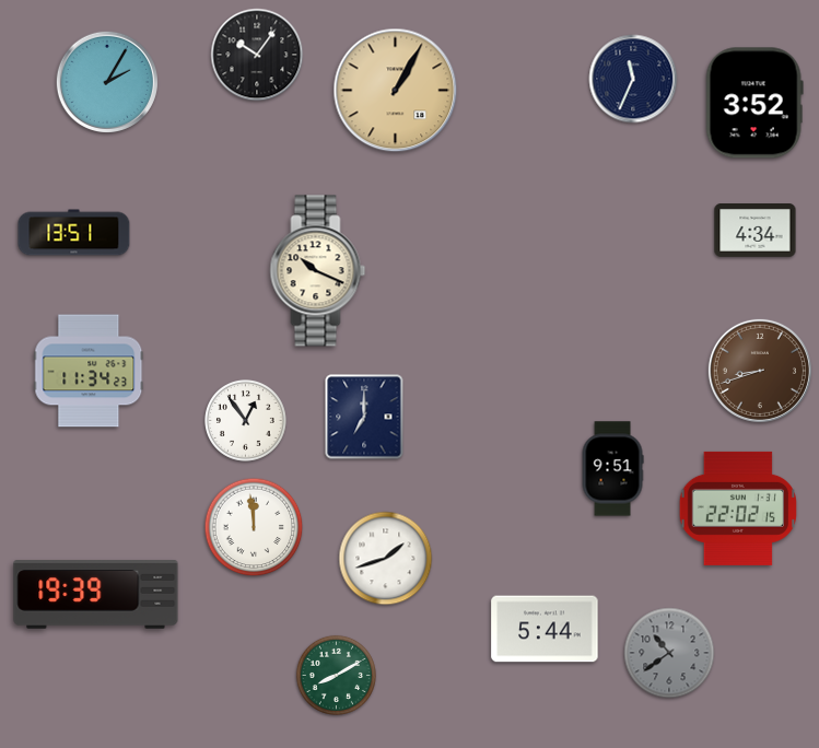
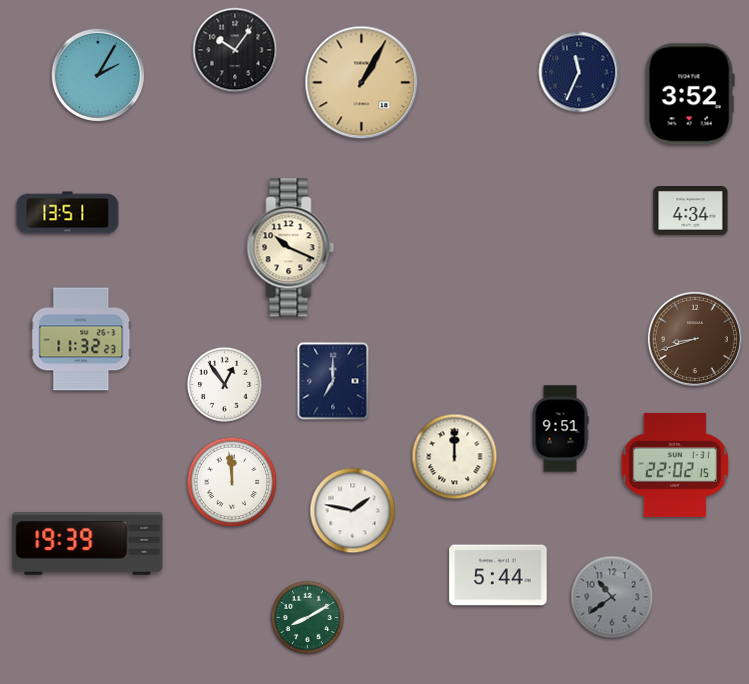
clock at (89, 371): 11:34 -> 11:32
clock at (455, 457): none -> 12:00
clock at (386, 559): 1:42 -> 1:47
